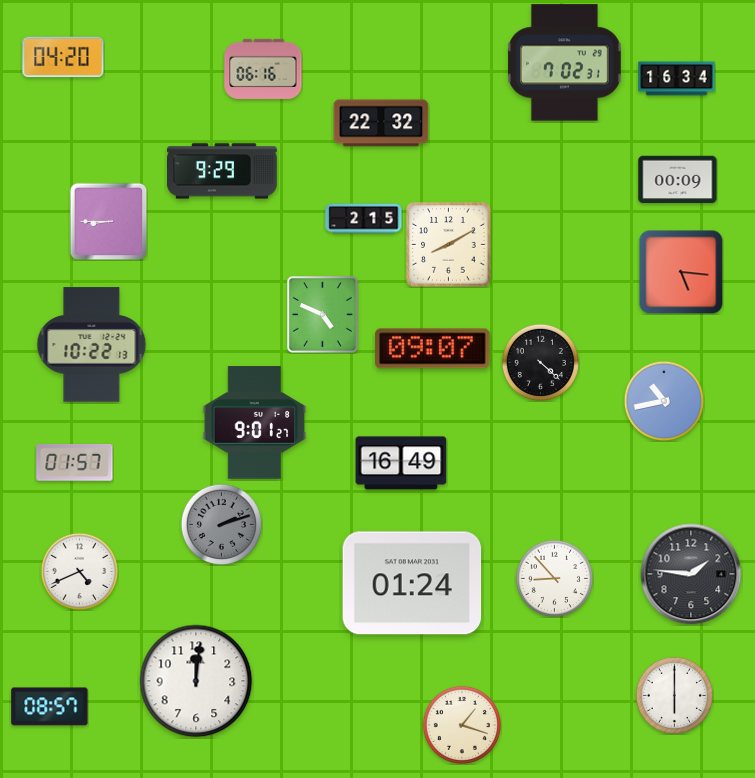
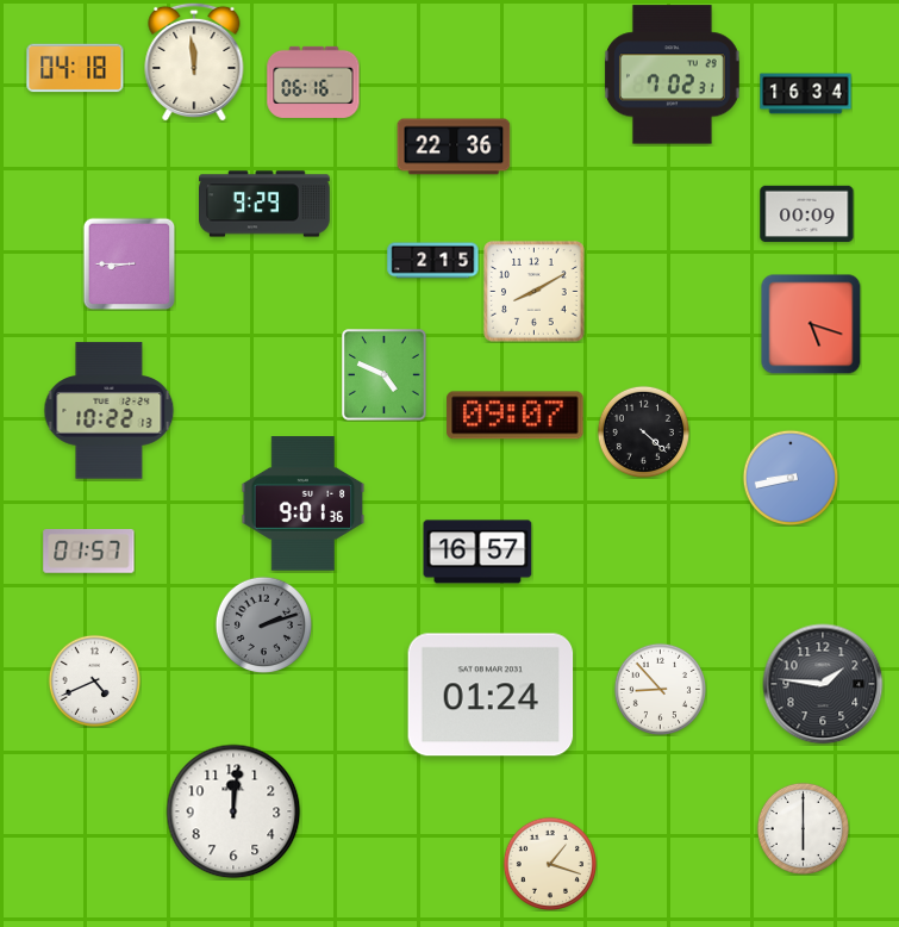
clock at (194, 62): none -> 11:59
clock at (63, 57): 04:20 -> 04:18
clock at (381, 123): 22:32 -> 22:36
clock at (681, 272): 5:16 -> 5:18
clock at (663, 400): 10:43 -> 8:43
clock at (255, 423): 9:01:27 -> 9:01:36
clock at (401, 463): 16:49 -> 16:57
clock at (50, 707): 08:57 -> none
